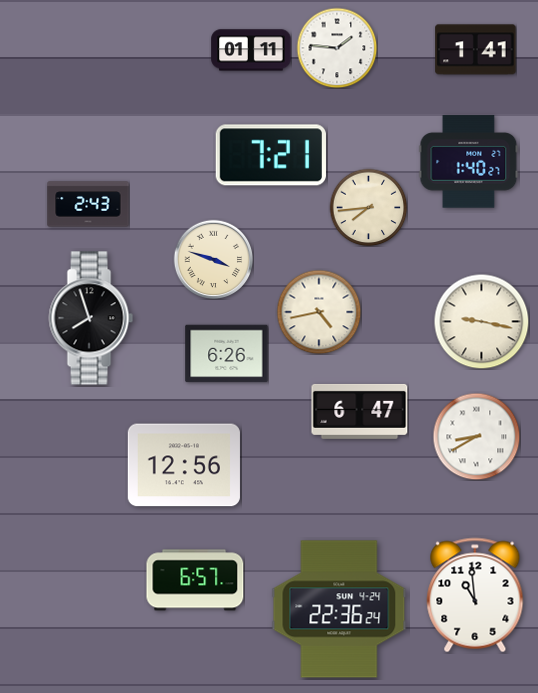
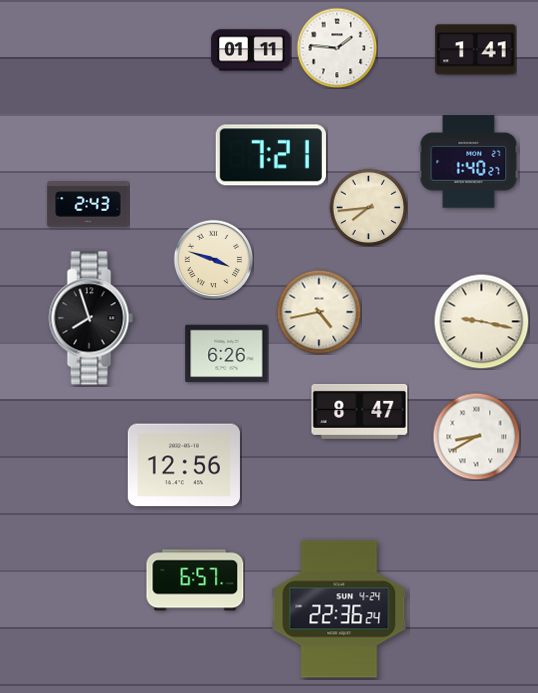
clock at (360, 411): 6:47 -> 8:47
clock at (475, 595): 10:59 -> none
